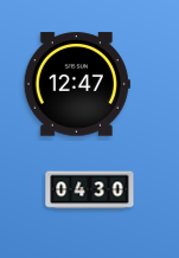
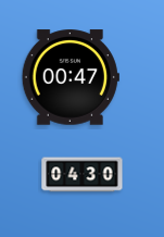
clock at (77, 84): 12:47 -> 00:47
